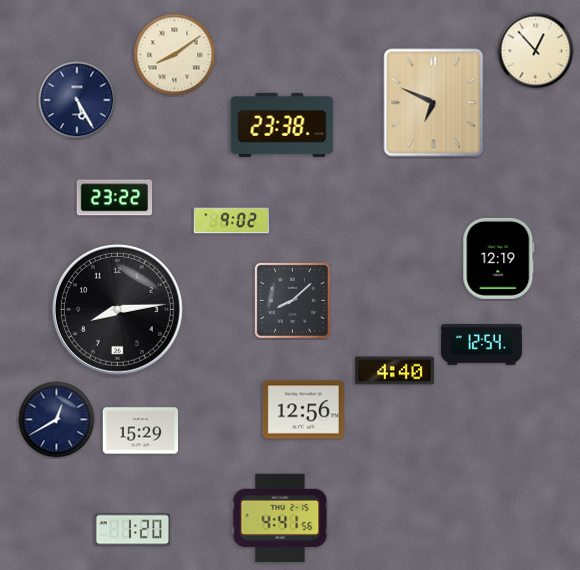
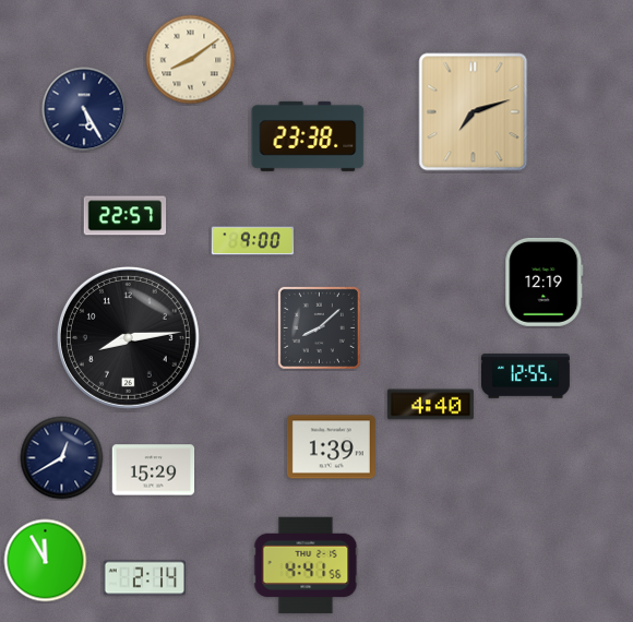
clock at (536, 51): 12:53 -> none
clock at (434, 103): 6:49 -> 7:12
clock at (115, 198): 23:22 -> 22:57
clock at (232, 221): 9:02 -> 9:00
clock at (481, 345): 12:54 -> 12:55
clock at (303, 410): 12:56 -> 1:39
clock at (46, 561): none -> 11:55
clock at (133, 530): 1:20 -> 2:14
